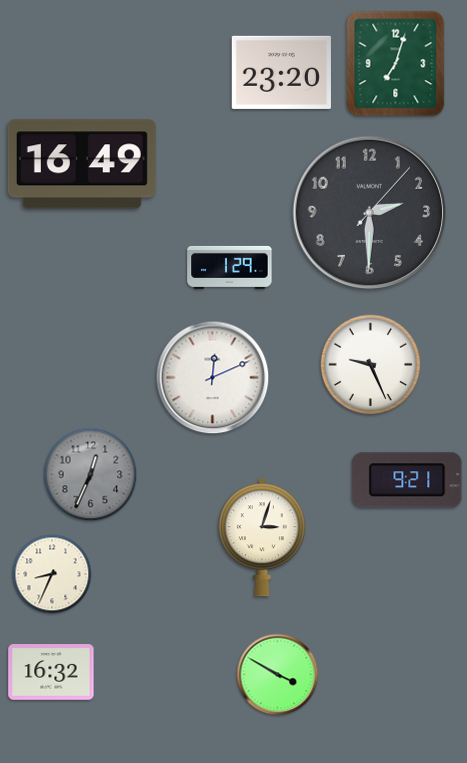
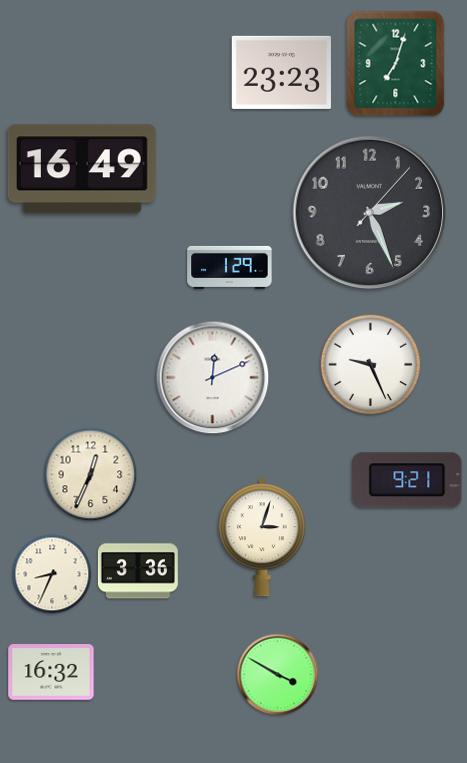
clock at (281, 72): 23:20 -> 23:23
clock at (82, 164) position: (82, 164) -> (82, 169)
clock at (370, 213): 2:30 -> 2:26
clock at (91, 475) dial: grey -> cream
clock at (138, 571): none -> 3:36
